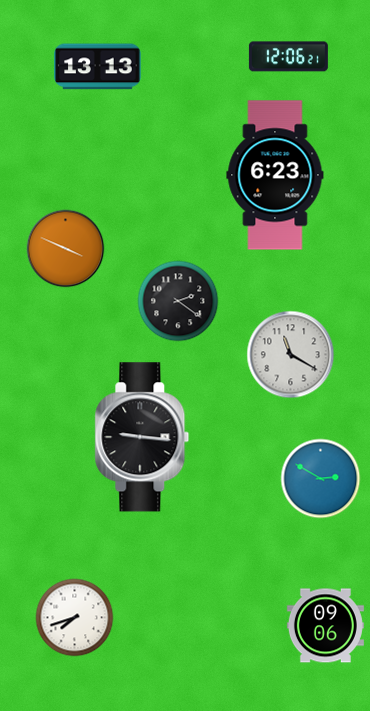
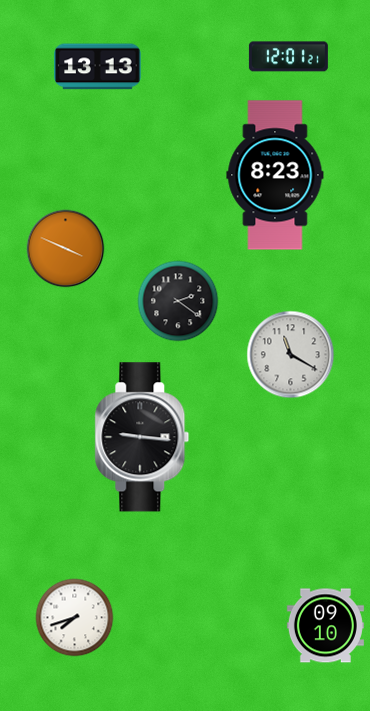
clock at (288, 57): 12:06 -> 12:01
clock at (275, 175): 6:23 -> 8:23
clock at (320, 478): 2:50 -> none
clock at (325, 626): 09:06 -> 09:10
